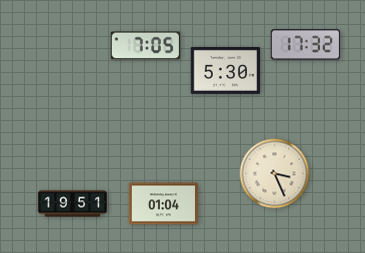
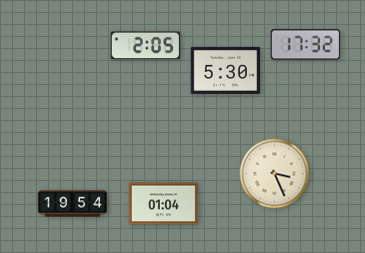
clock at (145, 46): 7:05 -> 2:05
clock at (73, 204): 19:51 -> 19:54
